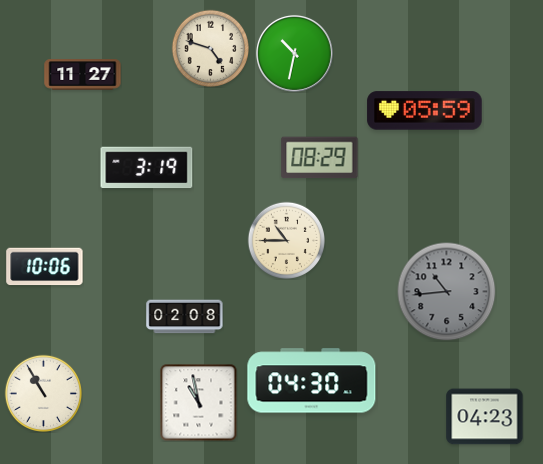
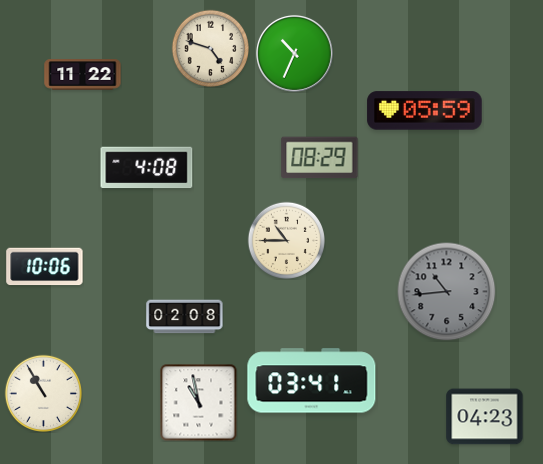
clock at (294, 53): 10:32 -> 10:34
clock at (83, 75): 11:27 -> 11:22
clock at (147, 168): 3:19 -> 4:08
clock at (312, 381): 04:30 -> 03:41
